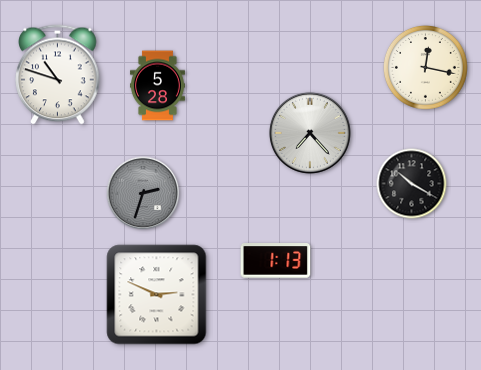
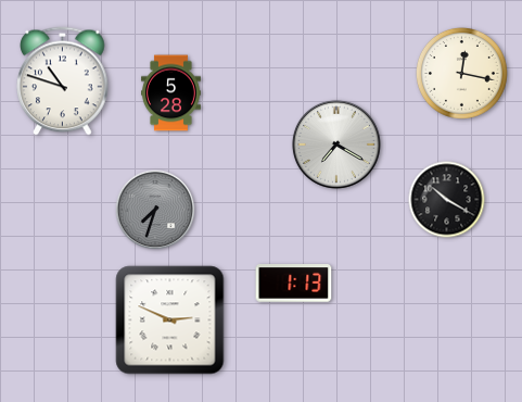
clock at (310, 133): 7:23 -> 7:20
clock at (143, 193): 2:33 -> 7:33
clock at (276, 261) position: (276, 261) -> (294, 284)
